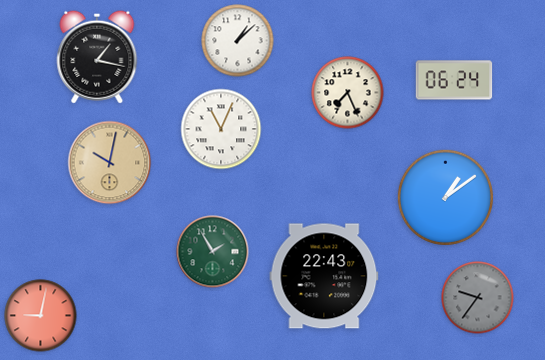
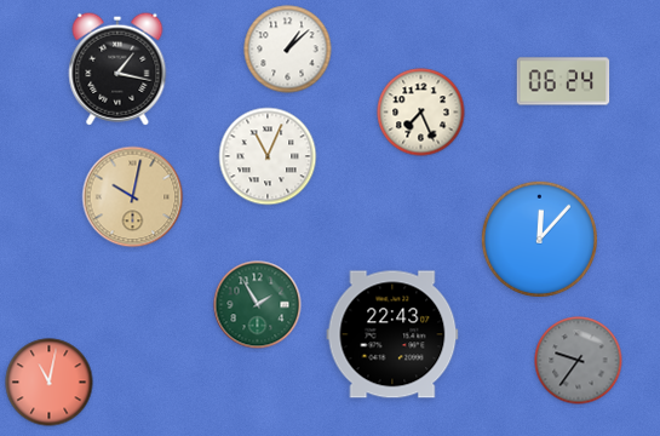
clock at (454, 80) position: (454, 80) -> (563, 81)
clock at (445, 197): 1:09 -> 12:07
clock at (41, 316): 9:02 -> 11:02
